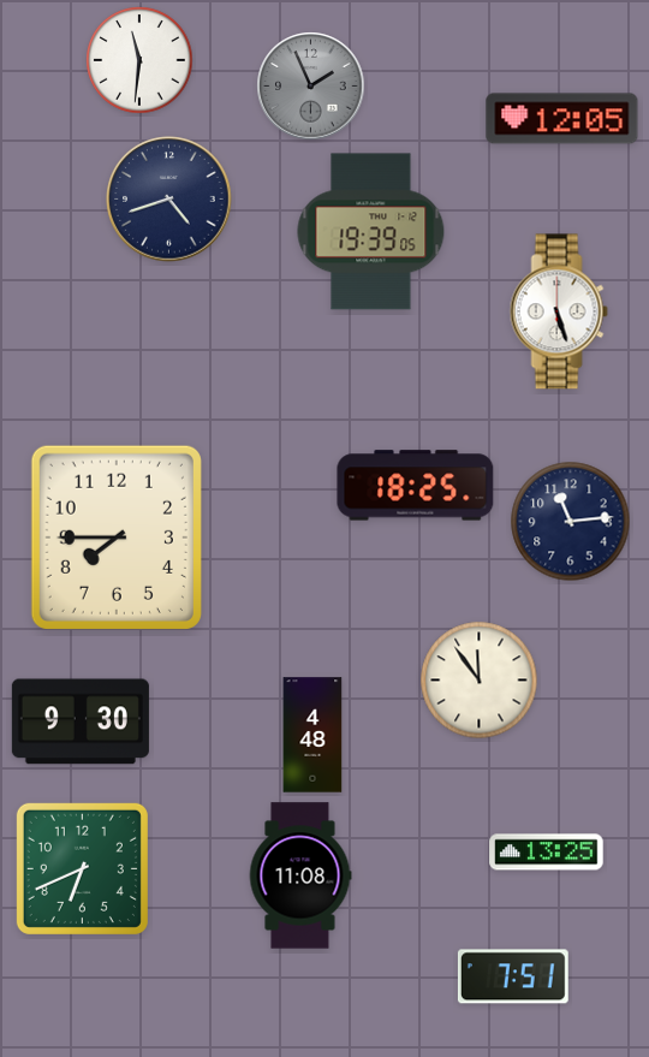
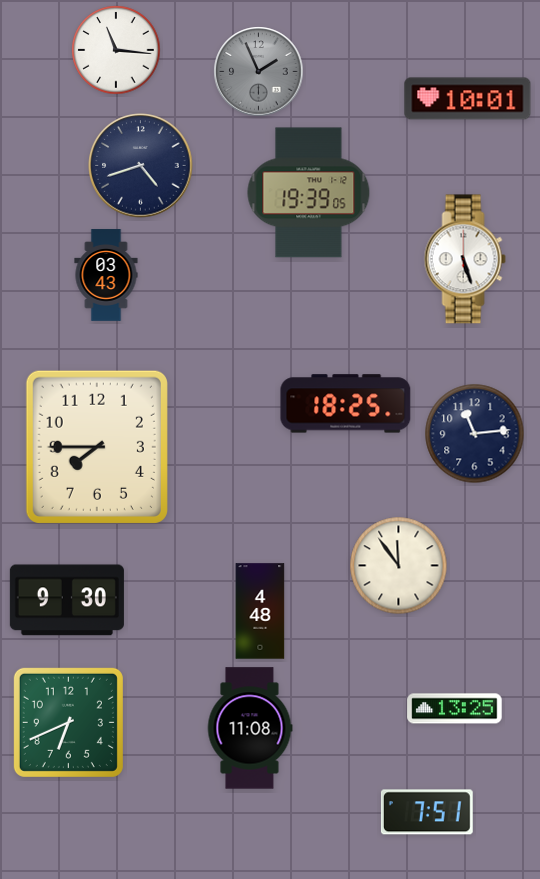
clock at (139, 60): 11:31 -> 11:16
clock at (562, 119): 12:05 -> 10:01
clock at (106, 275): none -> 03:43
